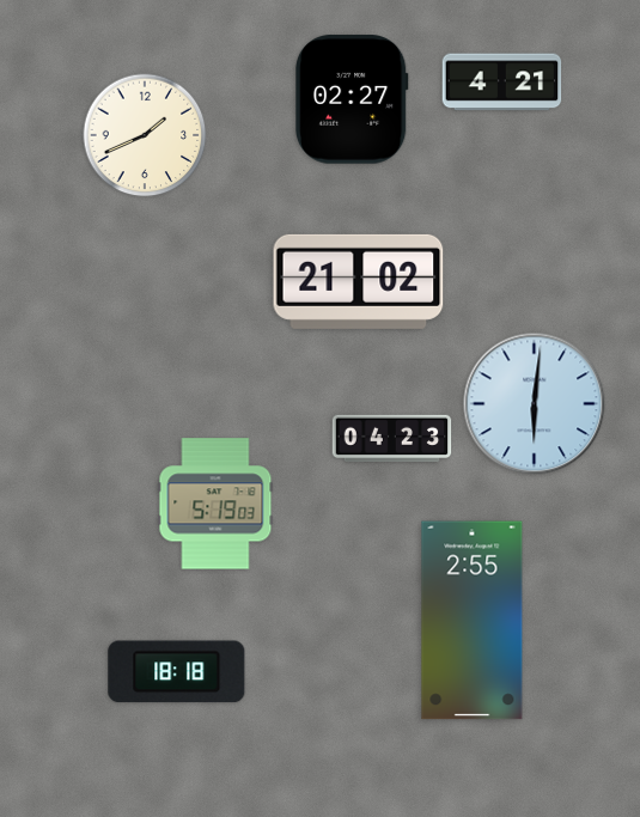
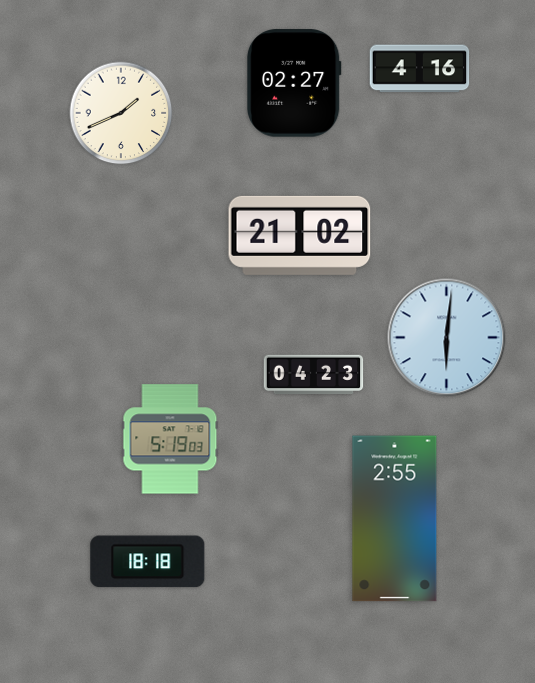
clock at (502, 83): 4:21 -> 4:16
clock at (392, 439) position: (392, 439) -> (314, 375)
clock at (215, 504) position: (215, 504) -> (170, 439)
